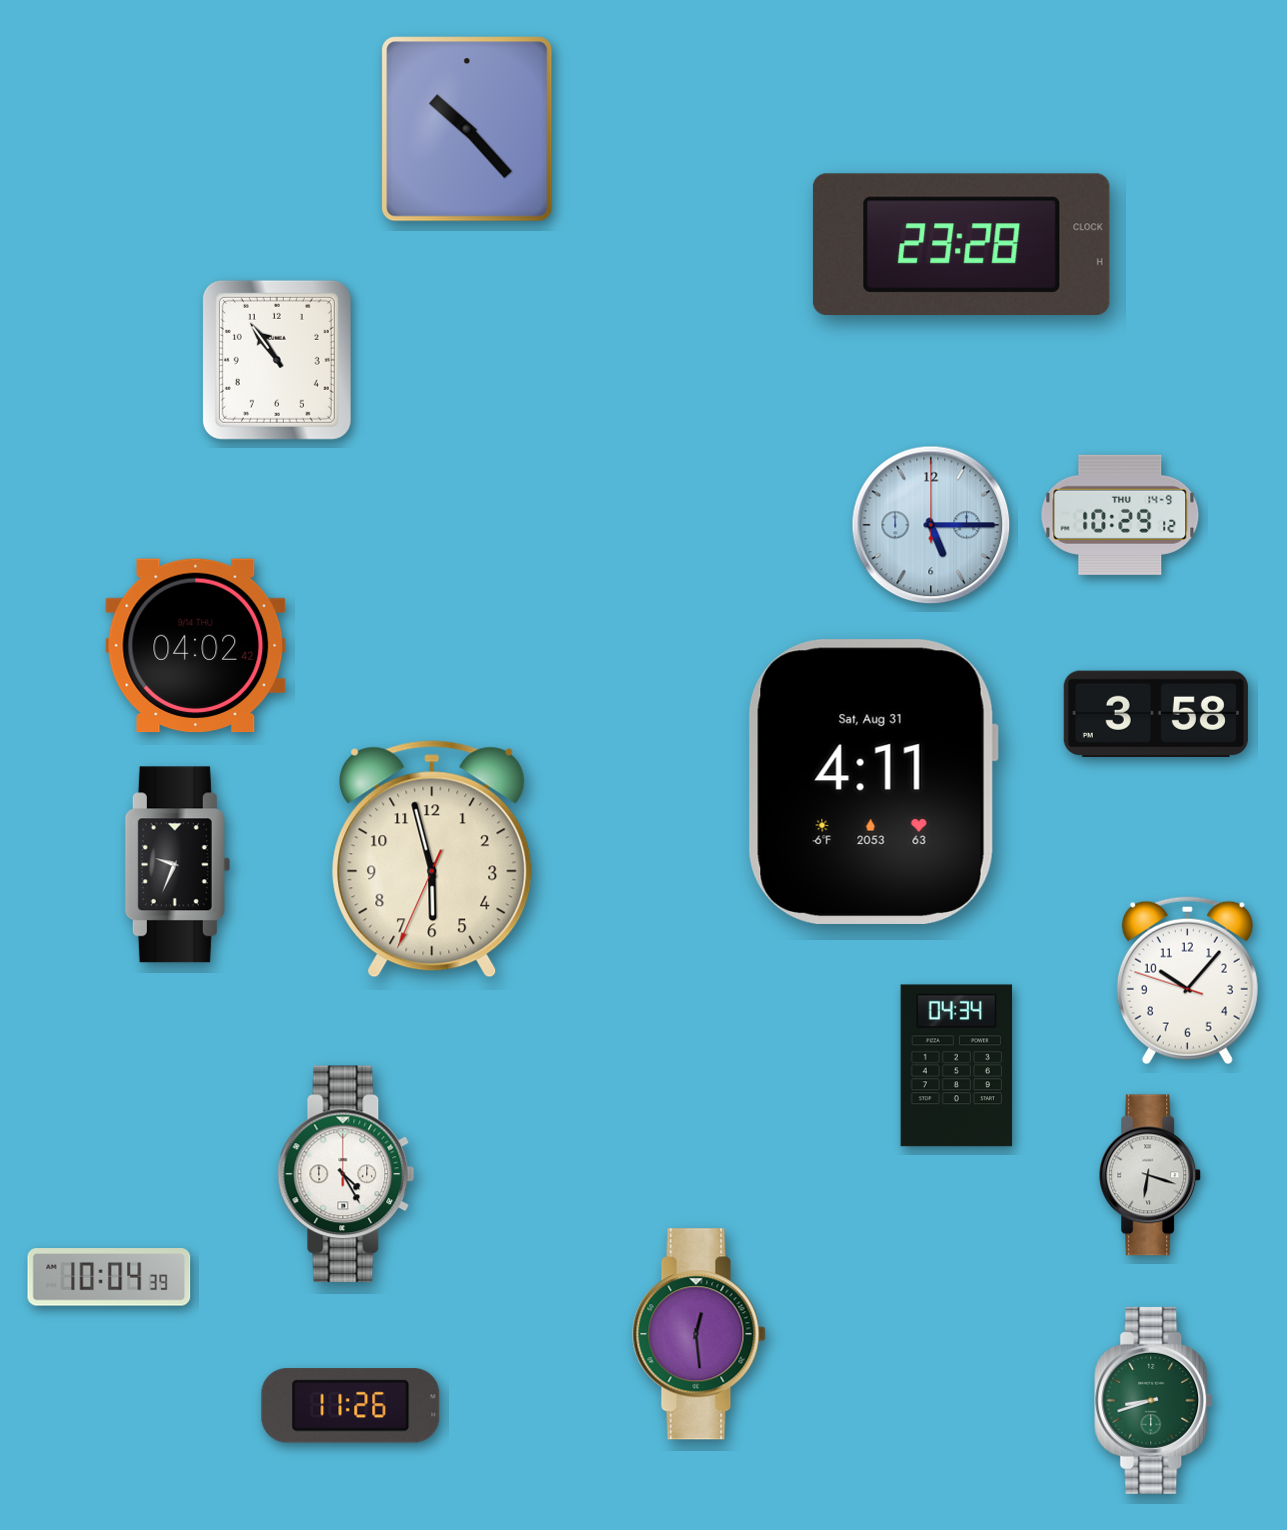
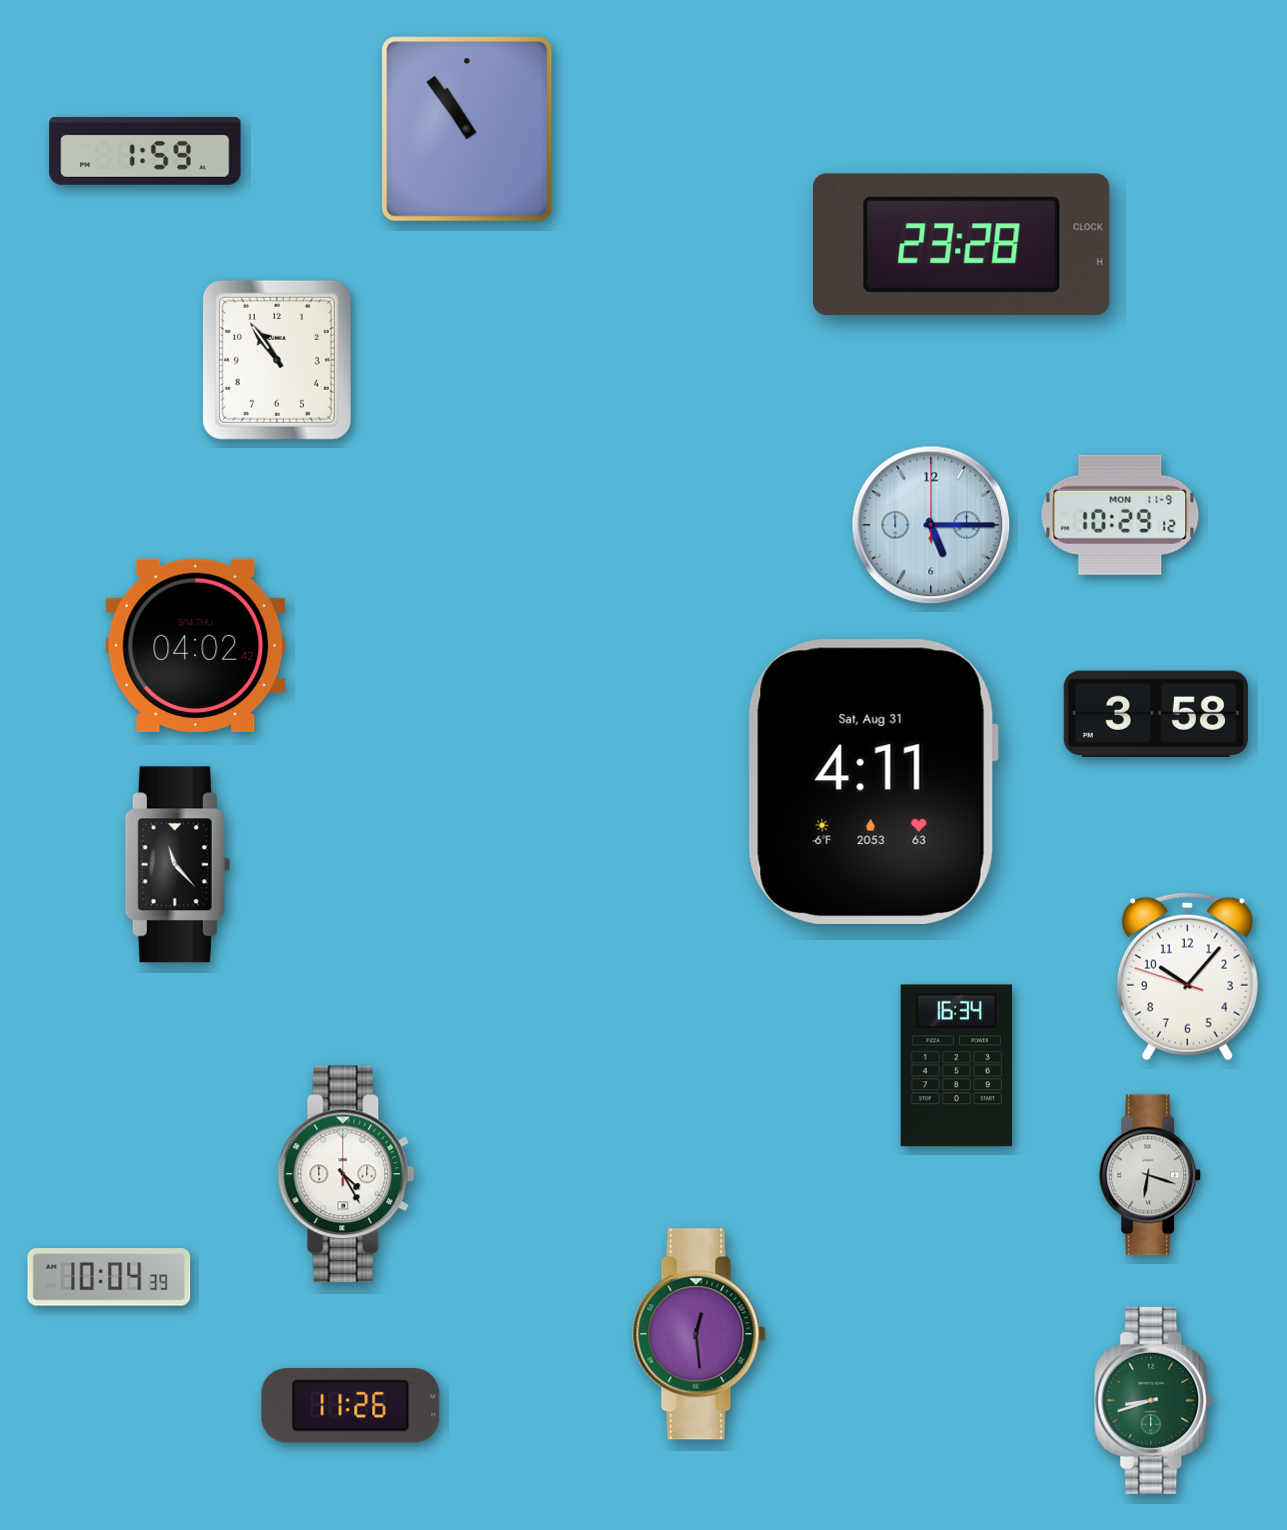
clock at (467, 129): 10:23 -> 10:54
clock at (145, 151): none -> 1:59
clock at (1120, 515) date: THU 14-9 -> MON 11-9
clock at (432, 859): 5:57 -> none
clock at (177, 865): 9:34 -> 11:23
clock at (1187, 981) position: (1187, 981) -> (1187, 977)
clock at (957, 1066): 04:34 -> 16:34
